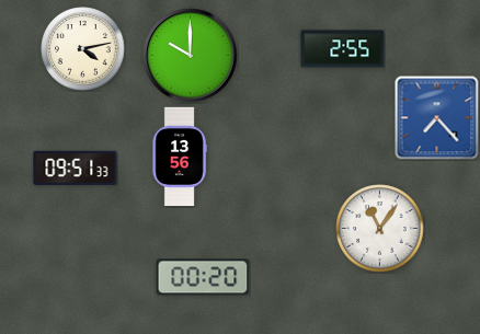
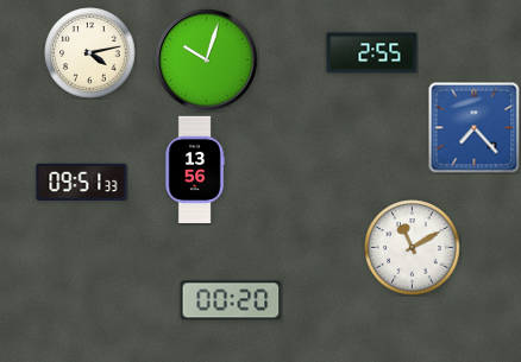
clock at (191, 56): 10:00 -> 10:03
clock at (380, 229): 11:06 -> 11:10
clock at (203, 277) position: (203, 277) -> (231, 300)
